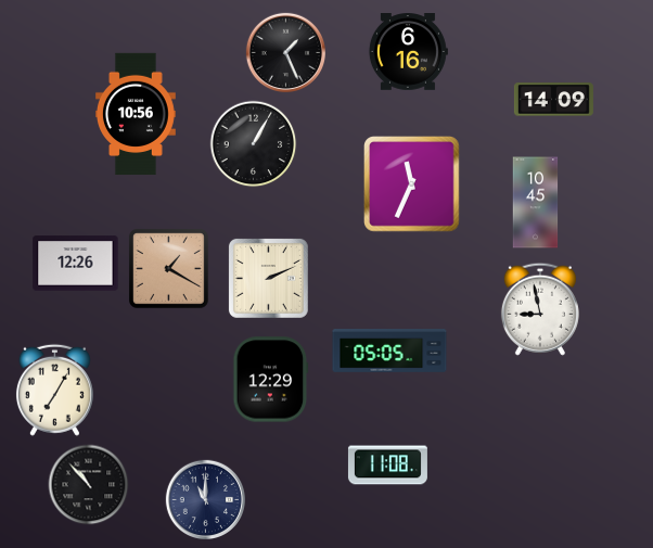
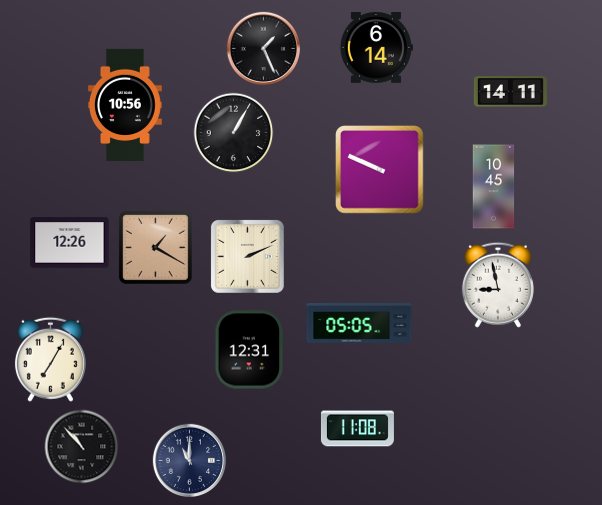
clock at (408, 52): 6:16 -> 6:14
clock at (553, 100): 14:09 -> 14:11
clock at (412, 184): 11:34 -> 9:49
clock at (271, 380): 12:29 -> 12:31
